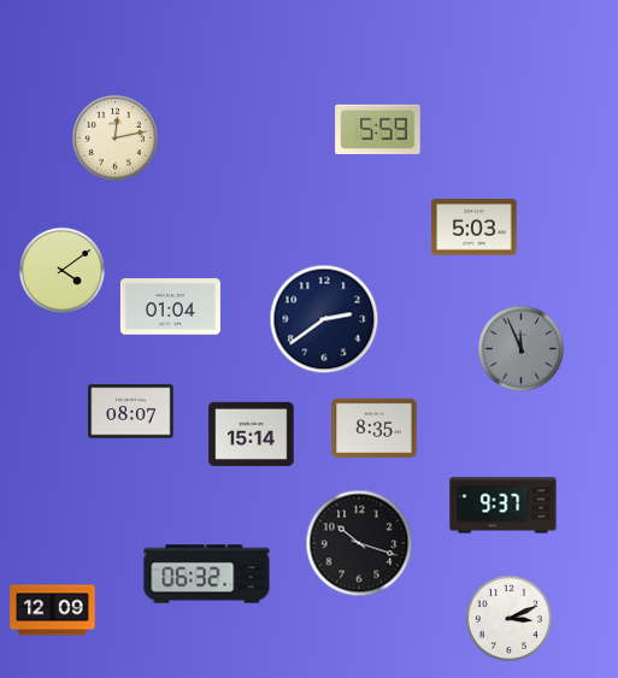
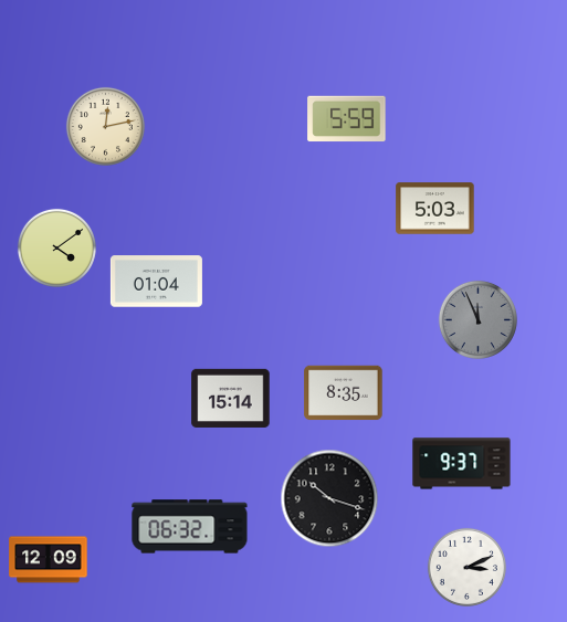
clock at (324, 319): 2:39 -> none
clock at (131, 412): 08:07 -> none
